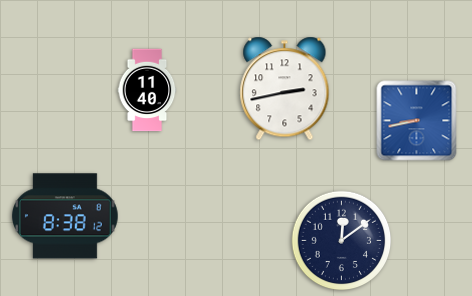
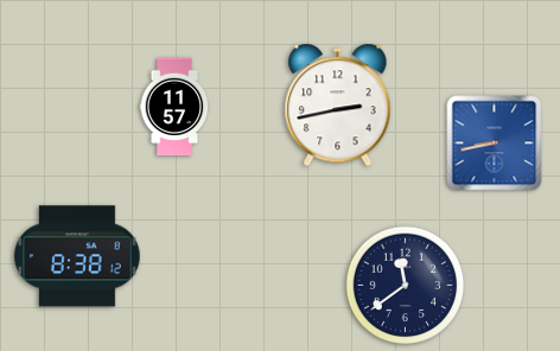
clock at (147, 90): 11:40 -> 11:57
clock at (342, 241): 12:09 -> 11:39
